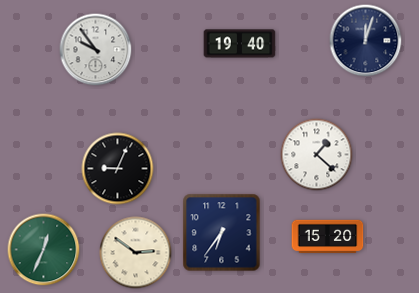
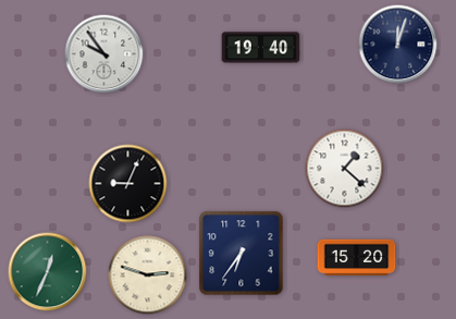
clock at (136, 253): 2:51 -> 2:48
